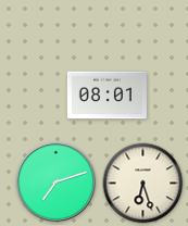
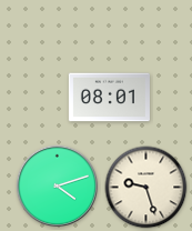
clock at (57, 183): 7:12 -> 4:12
clock at (143, 184): 6:27 -> 9:27
